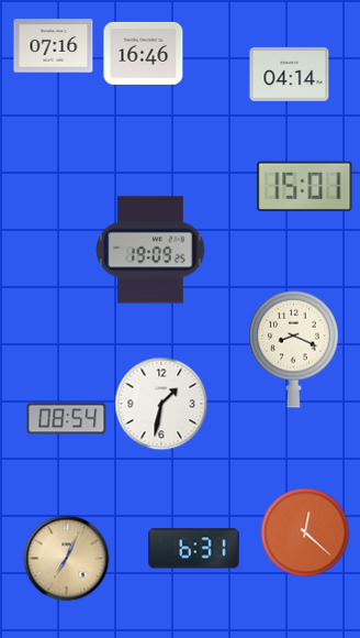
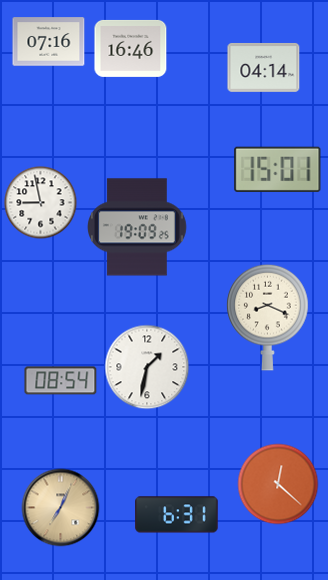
clock at (41, 203): none -> 8:58
clock at (194, 549) position: (194, 549) -> (177, 515)
